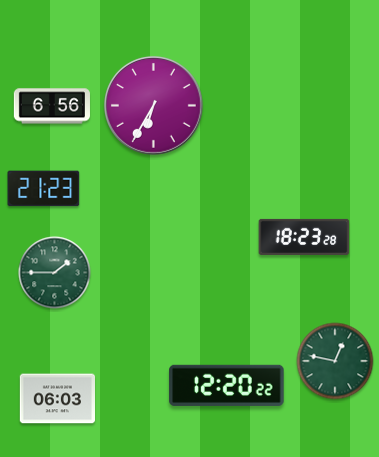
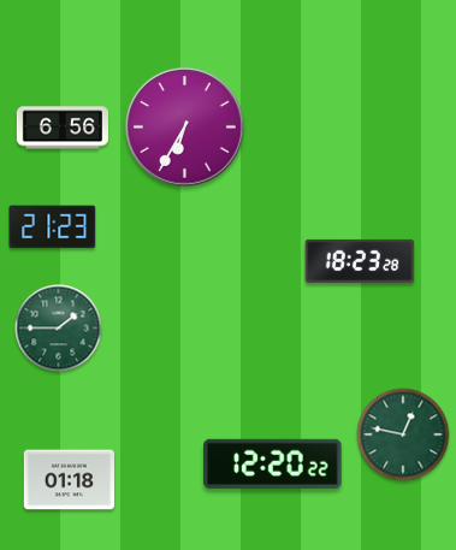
clock at (304, 237) position: (304, 237) -> (360, 261)
clock at (55, 273) position: (55, 273) -> (59, 329)
clock at (58, 399): 06:03 -> 01:18
